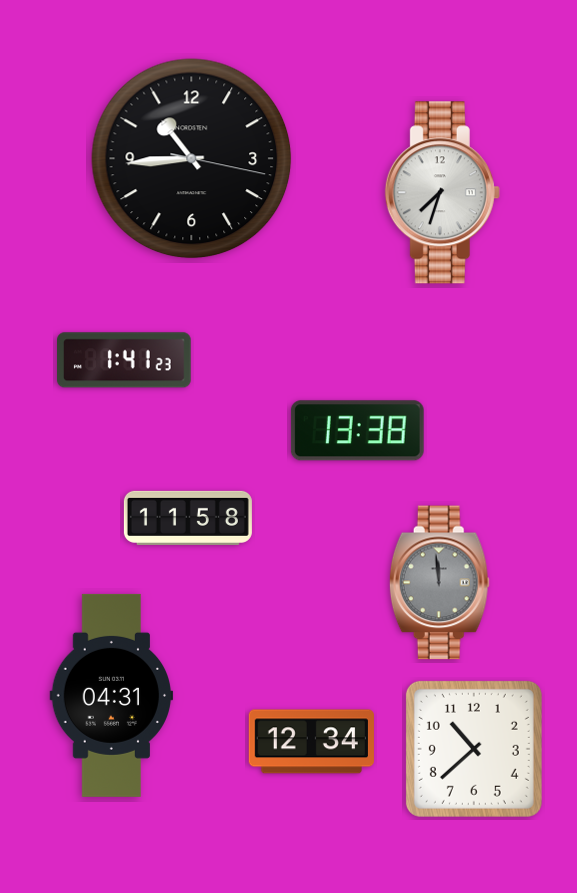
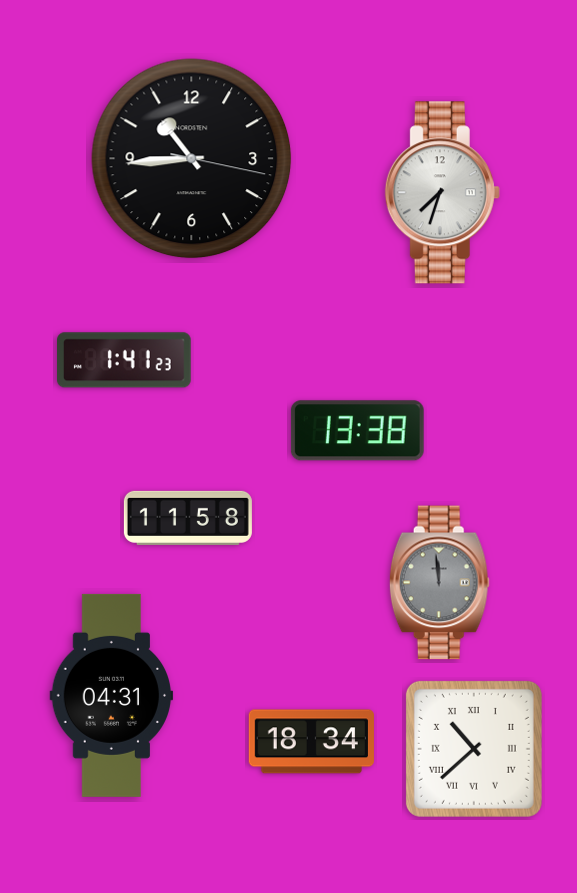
clock at (311, 742): 12:34 -> 18:34
clock at (474, 749) numerals: Arabic -> Roman
